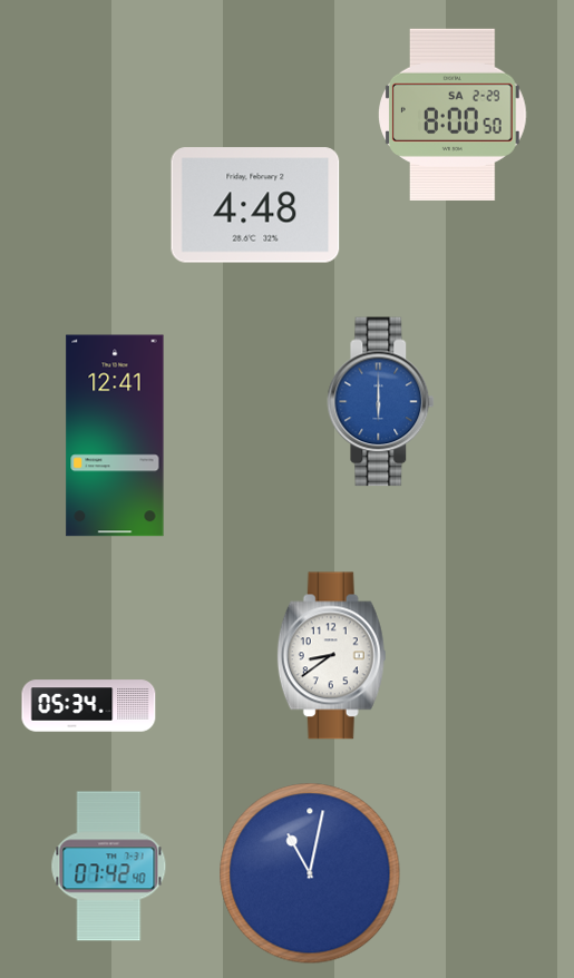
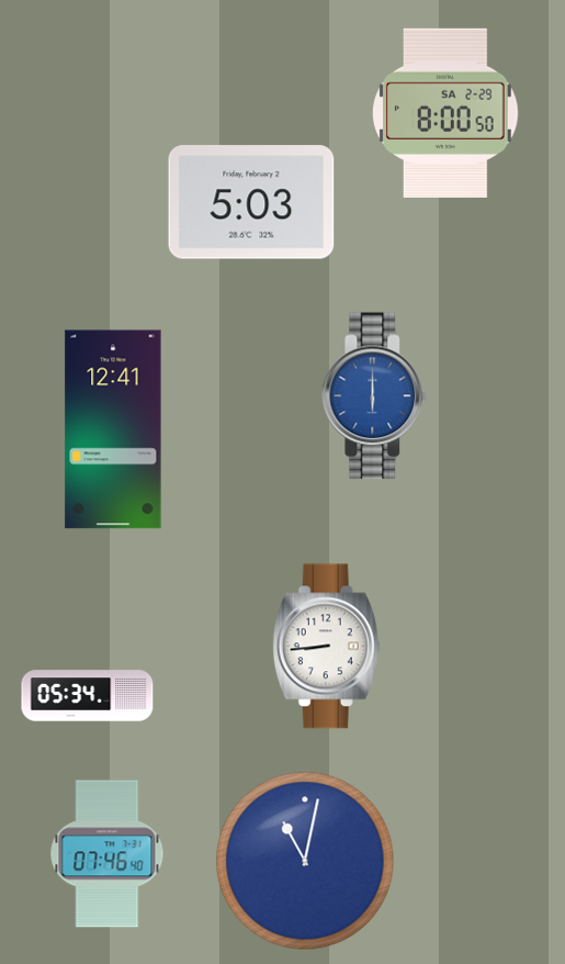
clock at (255, 205): 4:48 -> 5:03
clock at (331, 656): 8:39 -> 8:44
clock at (109, 867): 07:42 -> 07:46
